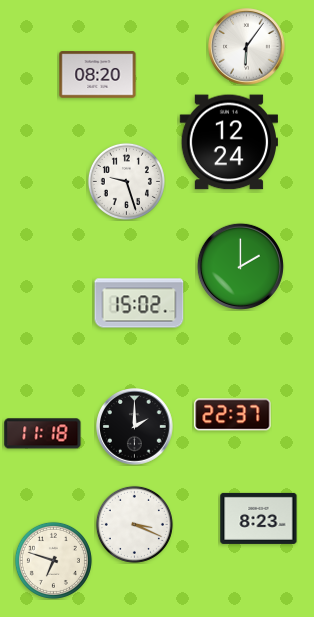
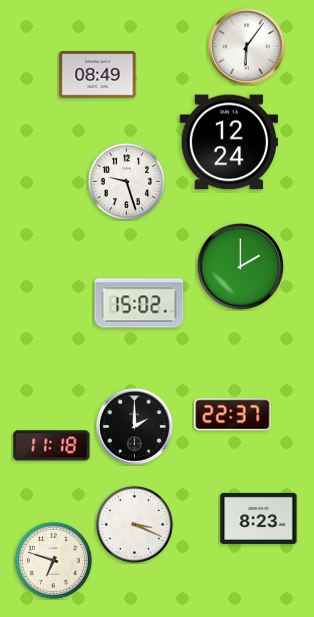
clock at (98, 75): 08:20 -> 08:49
clock at (43, 434) position: (43, 434) -> (52, 446)
